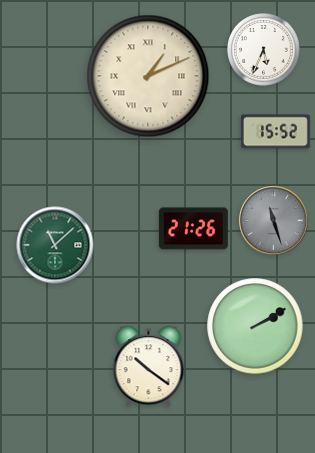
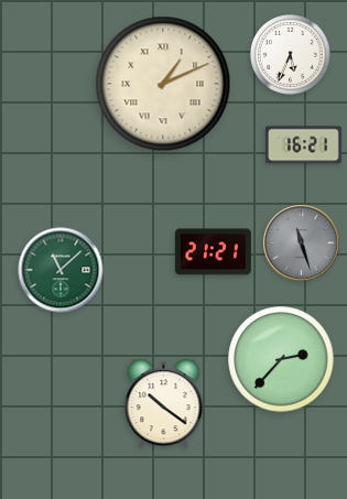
clock at (275, 132): 15:52 -> 16:21
clock at (193, 229): 21:26 -> 21:21
clock at (255, 326): 2:10 -> 2:37
